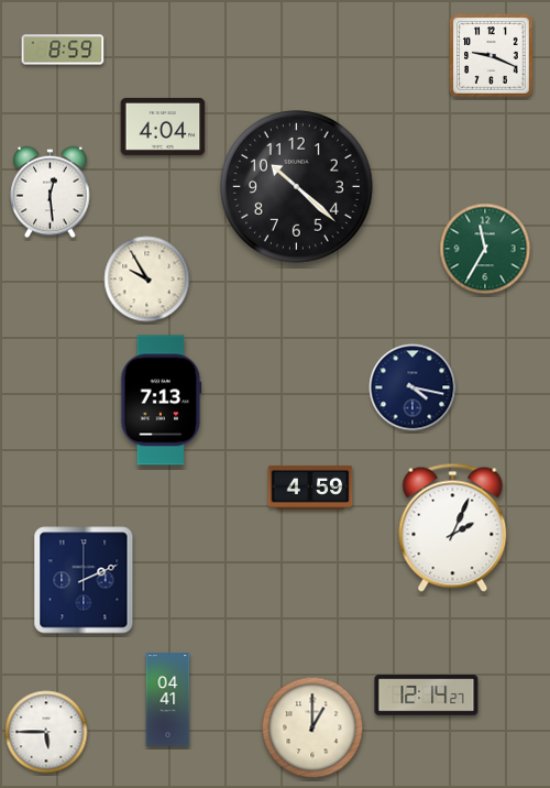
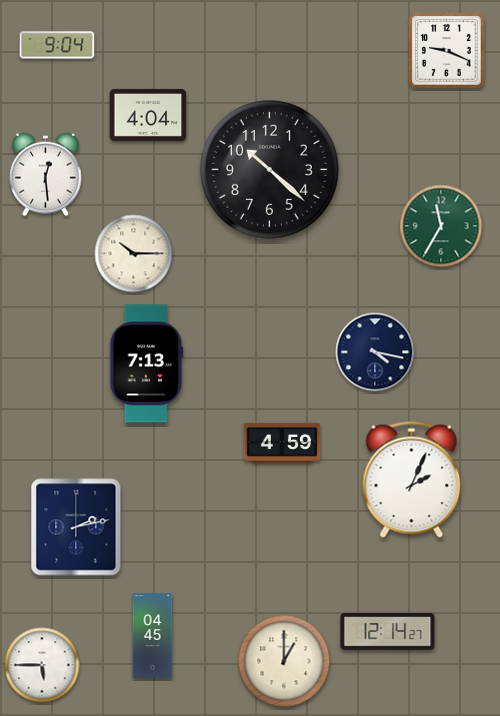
clock at (63, 50): 8:59 -> 9:04
clock at (147, 280): 9:55 -> 10:15
clock at (84, 580): 2:11 -> 2:13
clock at (168, 700): 04:41 -> 04:45
